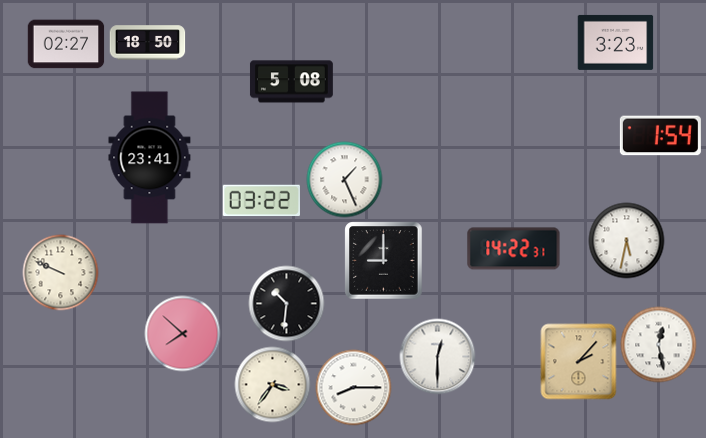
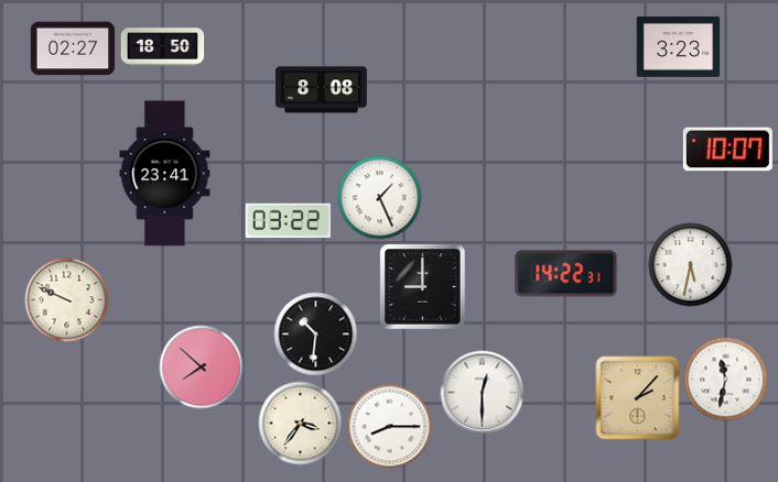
clock at (291, 82): 5:08 -> 8:08
clock at (660, 136): 1:54 -> 10:07
clock at (659, 345): 12:28 -> 11:32
